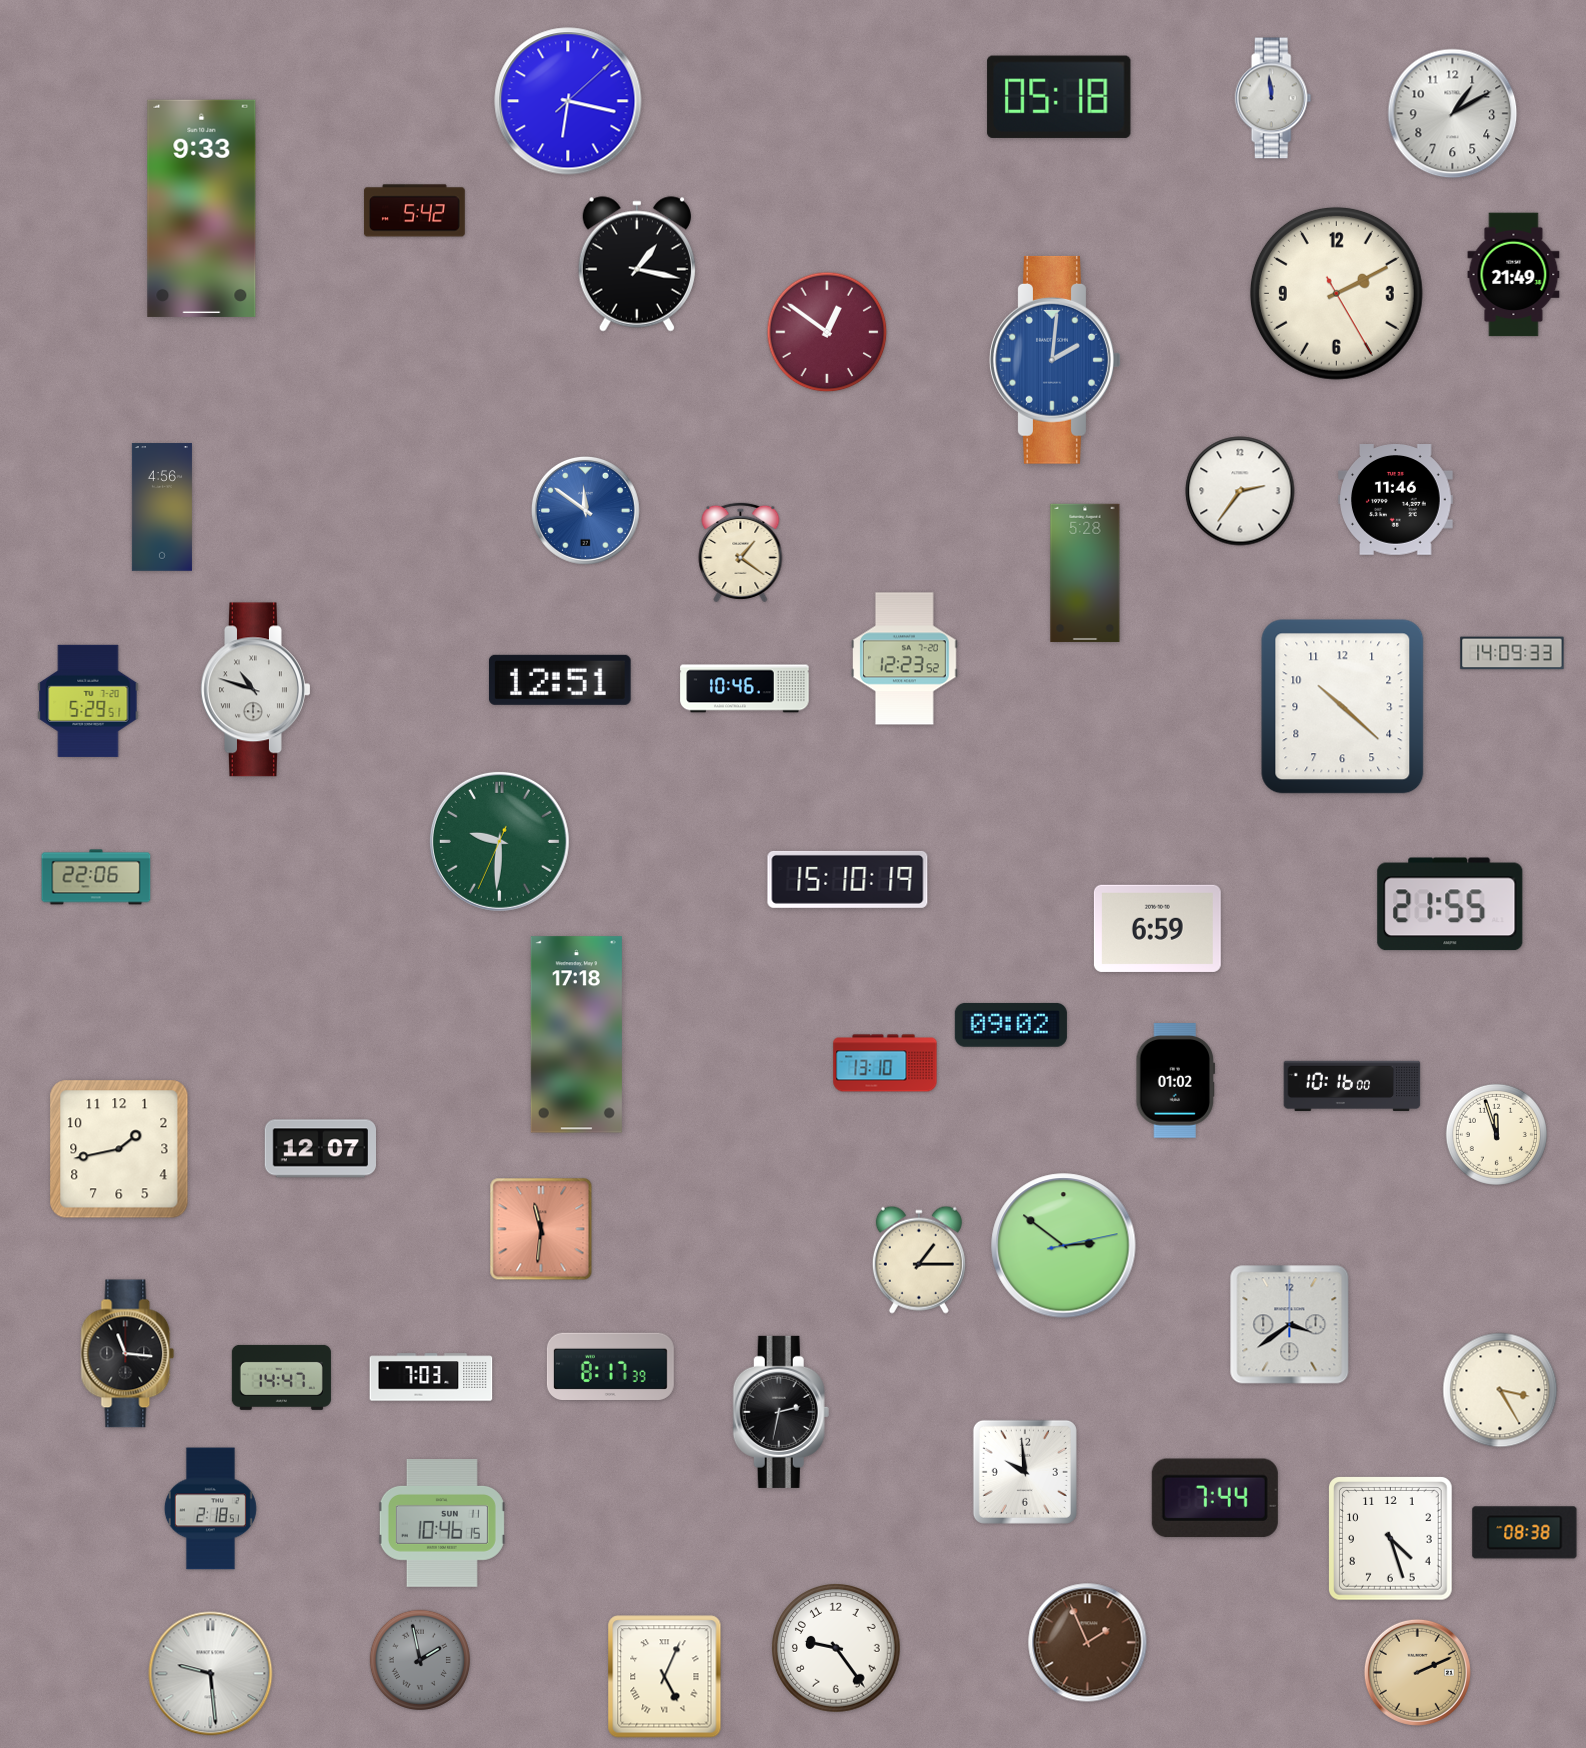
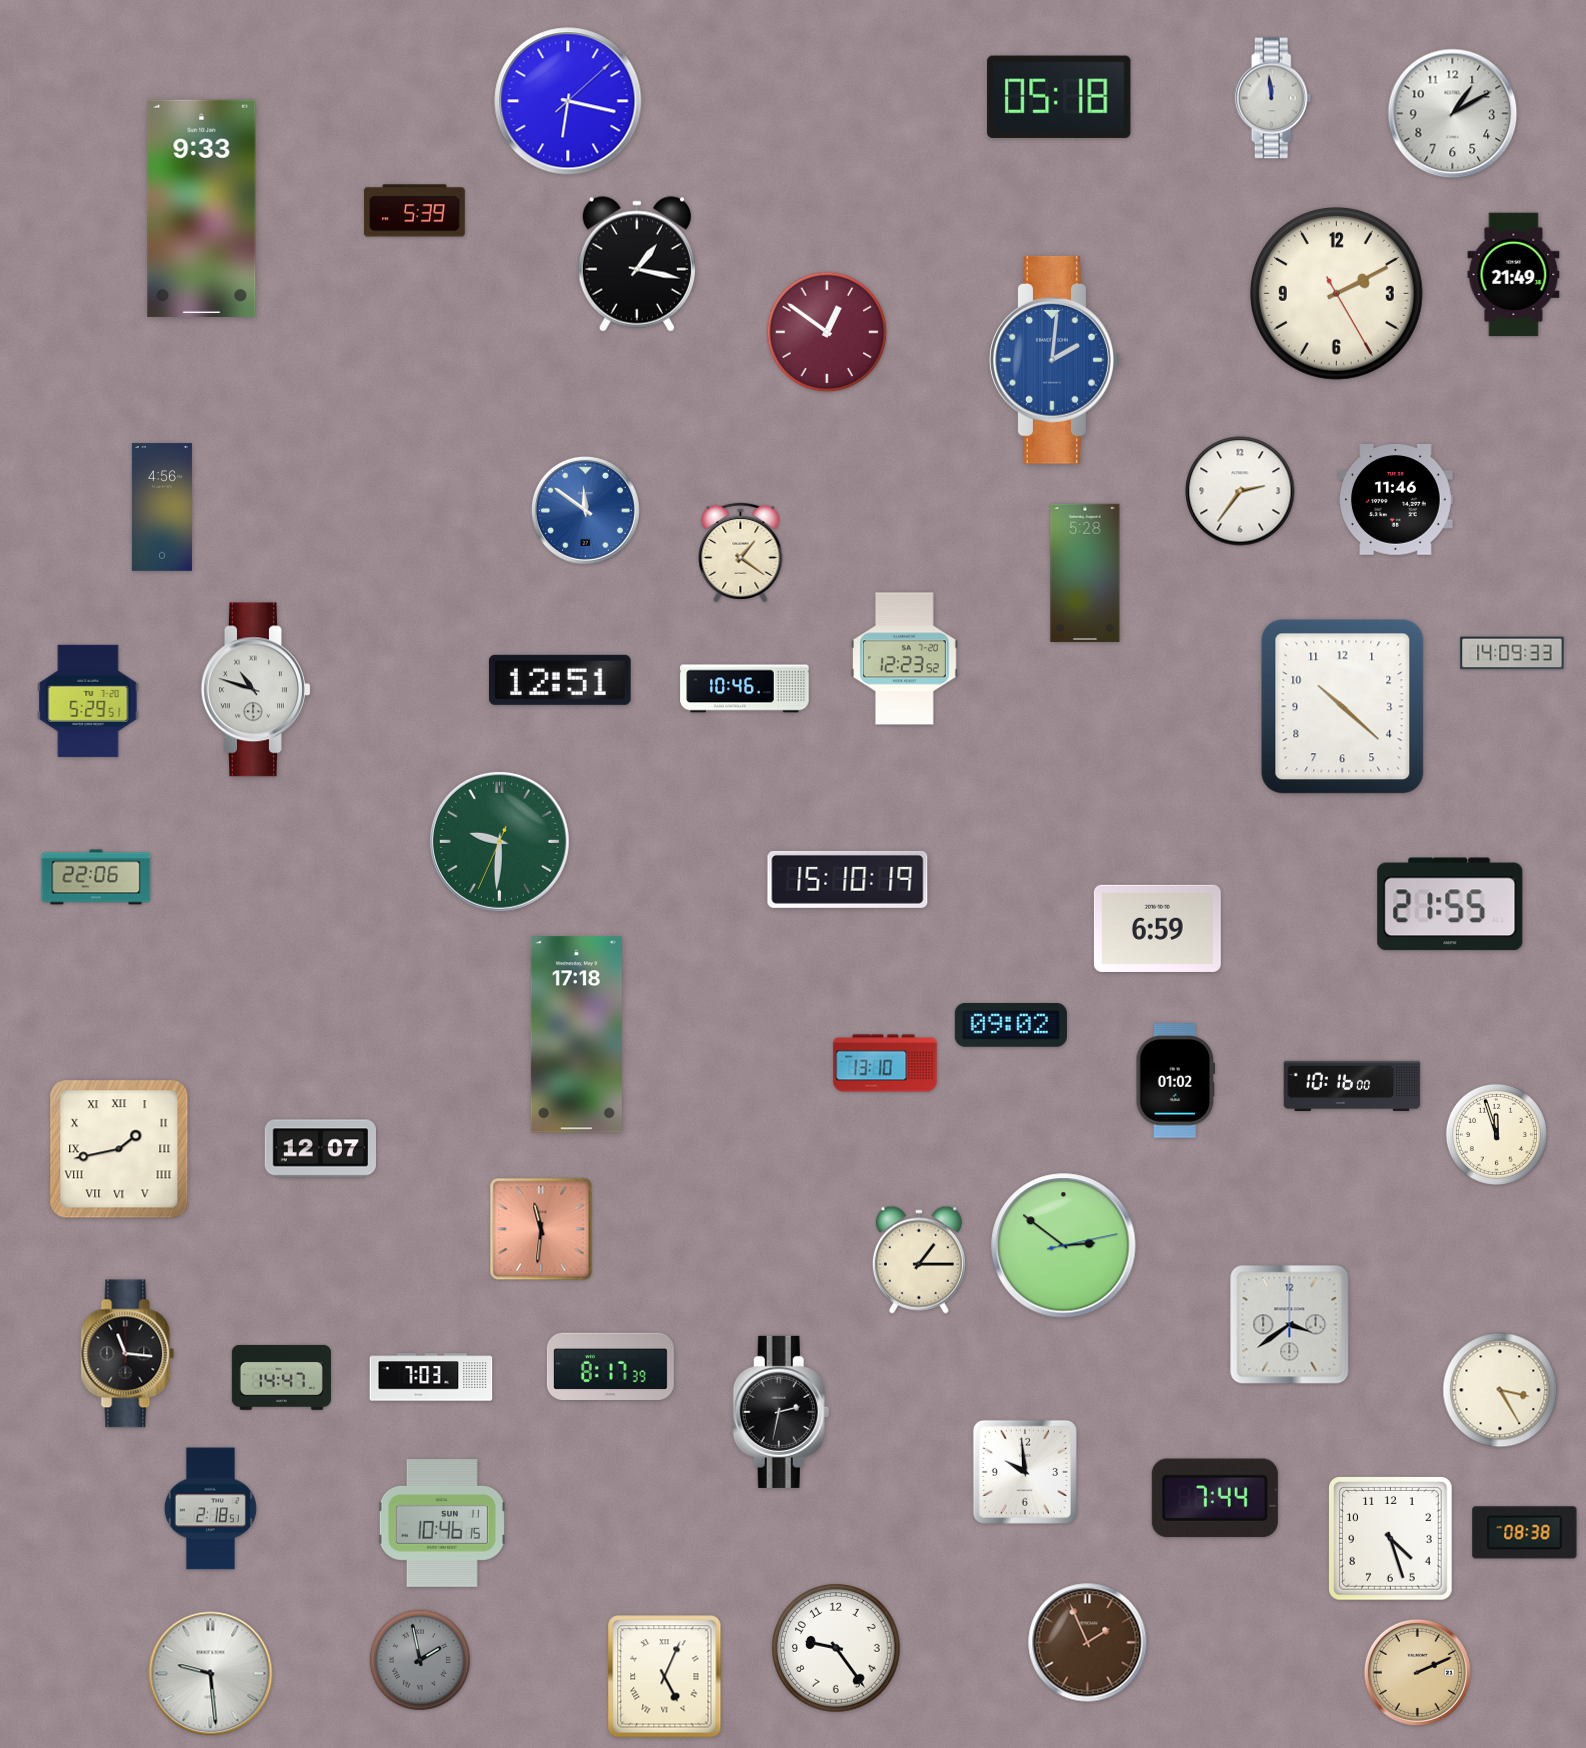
clock at (415, 211): 5:42 -> 5:39
clock at (119, 1149) numerals: Arabic -> Roman
